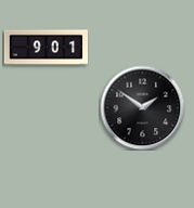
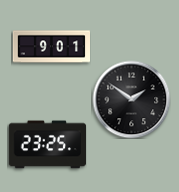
clock at (46, 48) position: (46, 48) -> (51, 47)
clock at (47, 145): none -> 23:25
